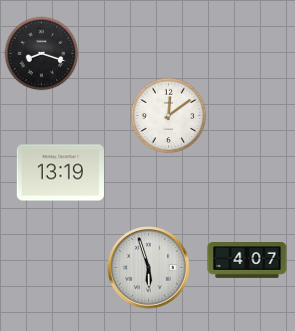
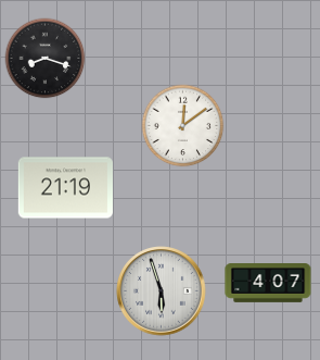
clock at (60, 173): 13:19 -> 21:19
